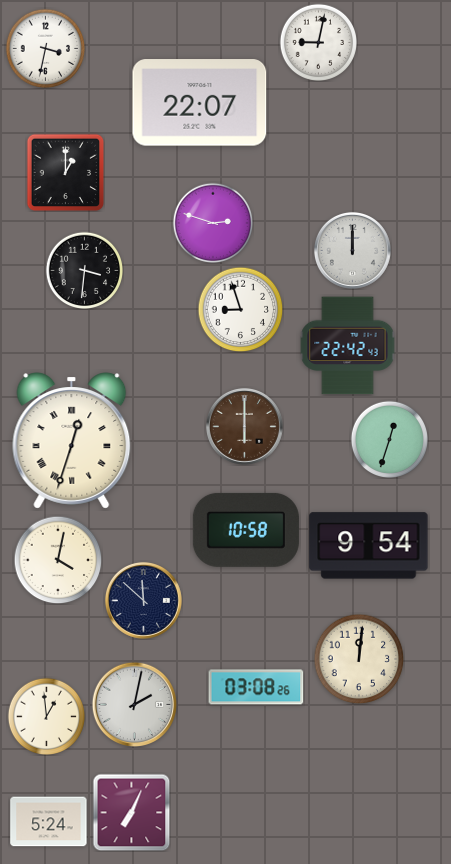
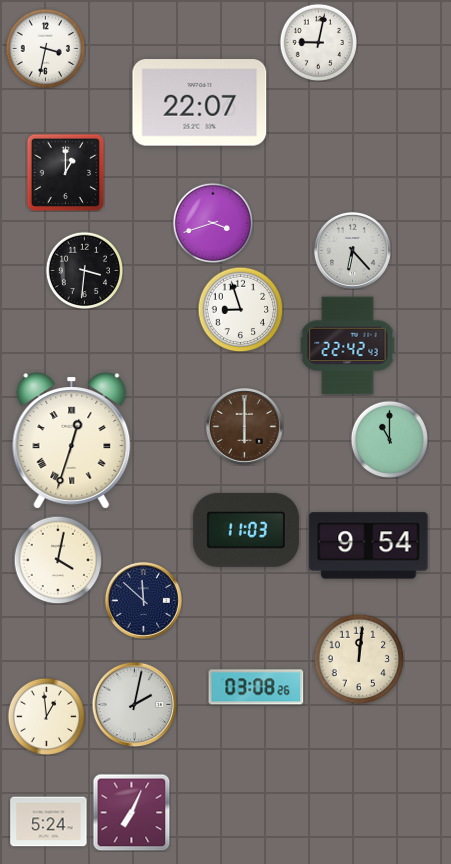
clock at (213, 223): 2:48 -> 3:42
clock at (352, 250): 12:00 -> 6:23
clock at (389, 439): 12:33 -> 11:00
clock at (246, 530): 10:58 -> 11:03
